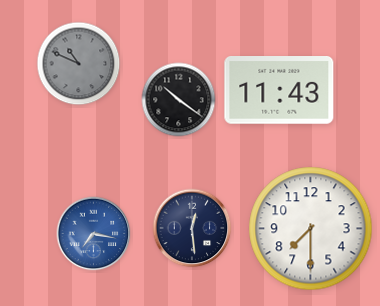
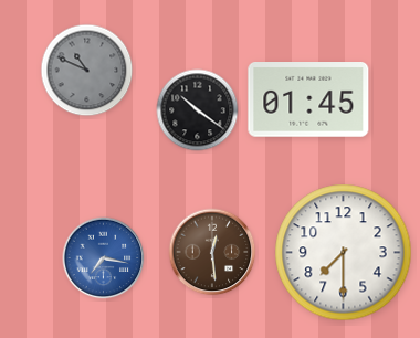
clock at (279, 91): 11:43 -> 01:45
clock at (192, 228) dial: navy -> brown
